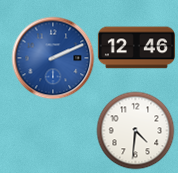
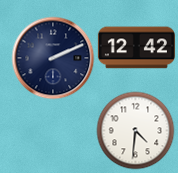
clock at (136, 48): 12:46 -> 12:42
clock at (53, 58) dial: blue -> navy
